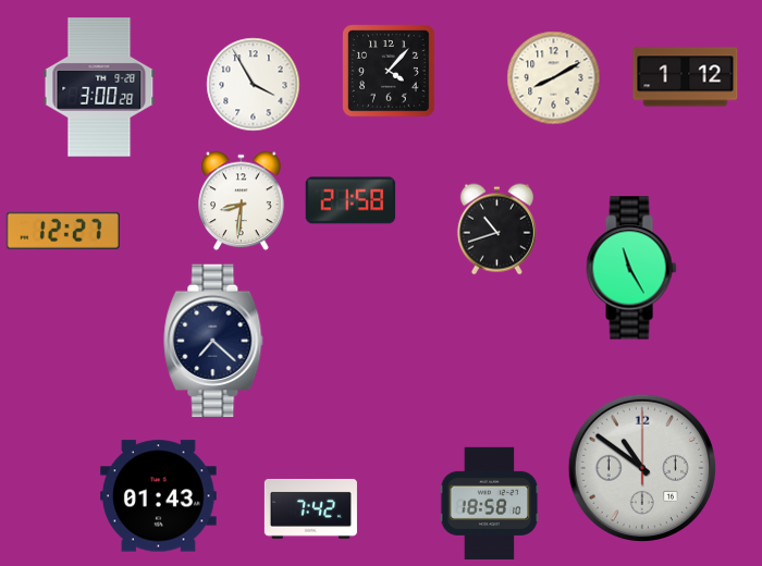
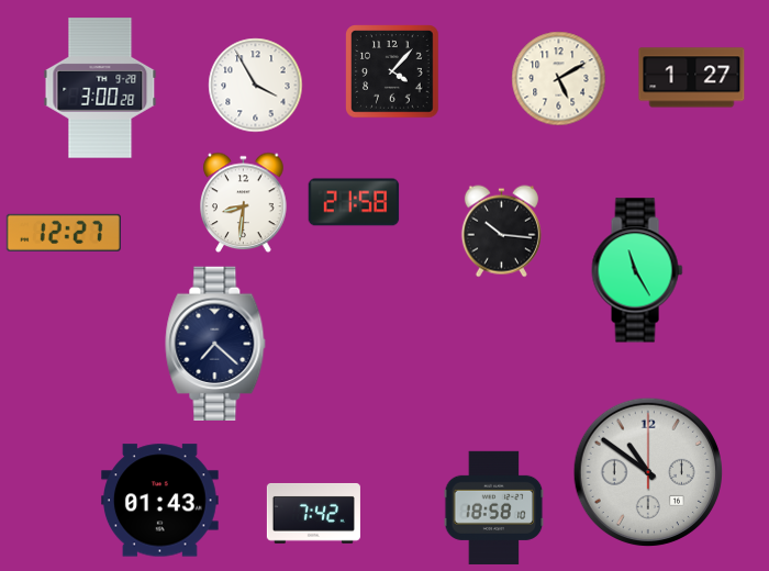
clock at (686, 77): 1:12 -> 1:27
clock at (554, 78): 8:10 -> 5:10
clock at (496, 230): 10:42 -> 10:16
